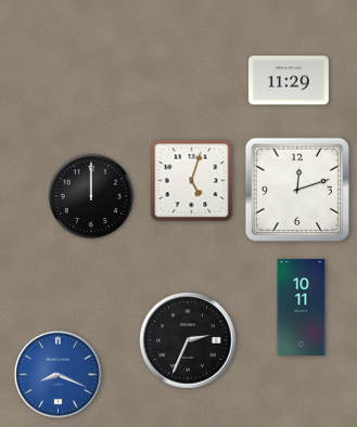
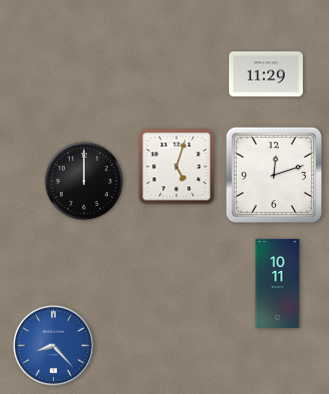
clock at (188, 340): 2:34 -> none
clock at (58, 374): 8:19 -> 8:23
